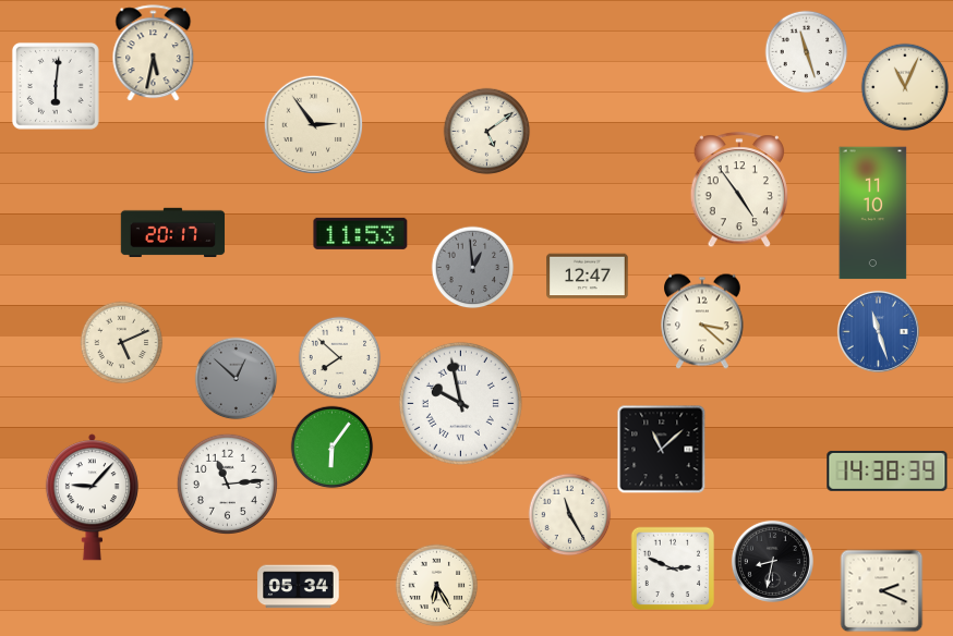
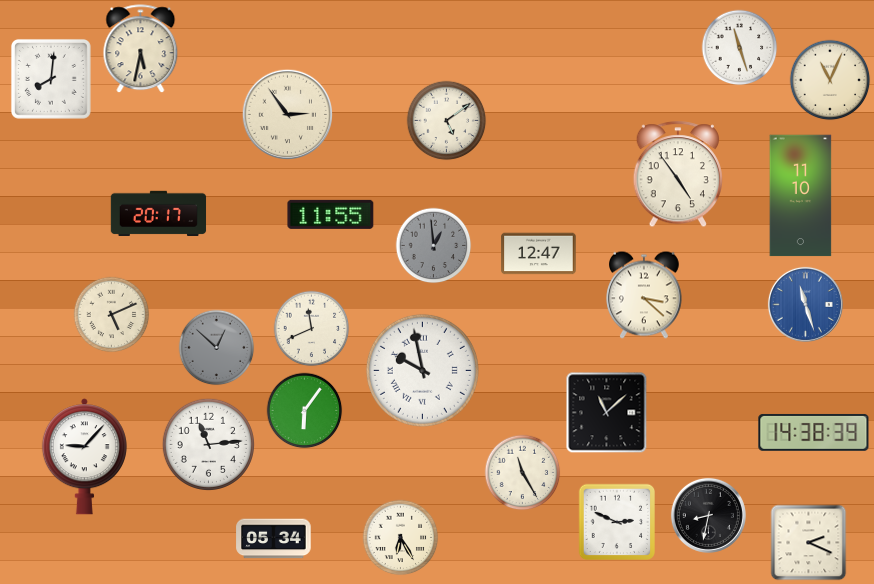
clock at (56, 86): 6:01 -> 8:01
clock at (361, 233): 11:53 -> 11:55
clock at (340, 358): 7:52 -> 11:41
